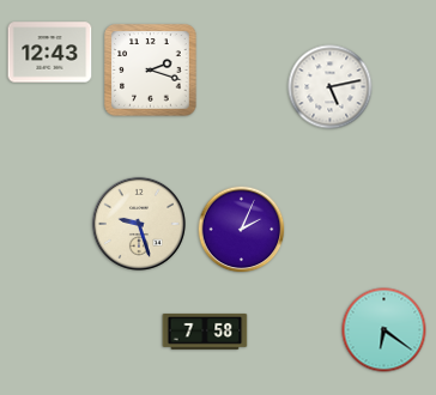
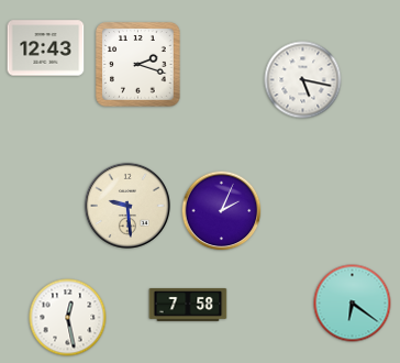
clock at (331, 87): 5:13 -> 5:17
clock at (139, 224): 9:27 -> 9:29
clock at (68, 318): none -> 12:28
